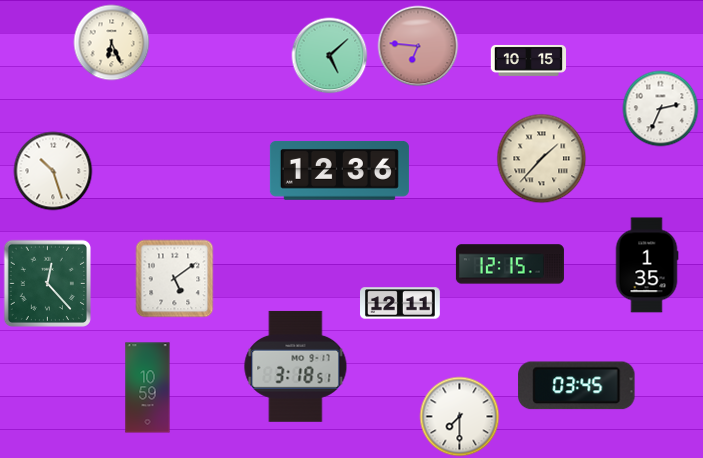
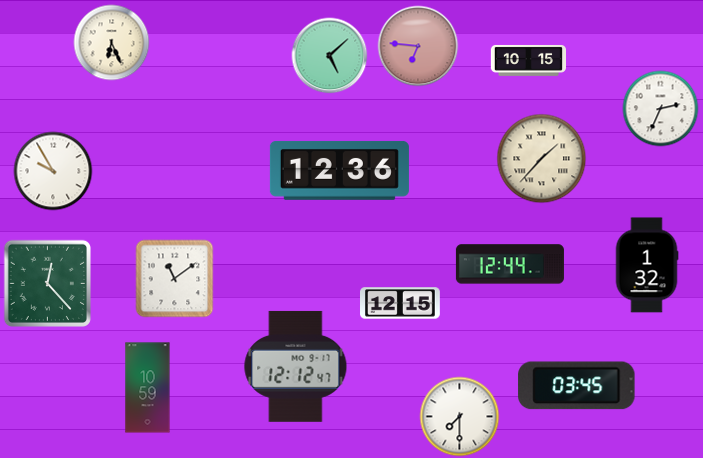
clock at (53, 171): 10:27 -> 9:55
clock at (510, 264): 12:15 -> 12:44
clock at (647, 265): 1:35 -> 1:32
clock at (175, 279): 5:09 -> 11:09
clock at (401, 303): 12:11 -> 12:15
clock at (296, 366): 3:18 -> 12:12
